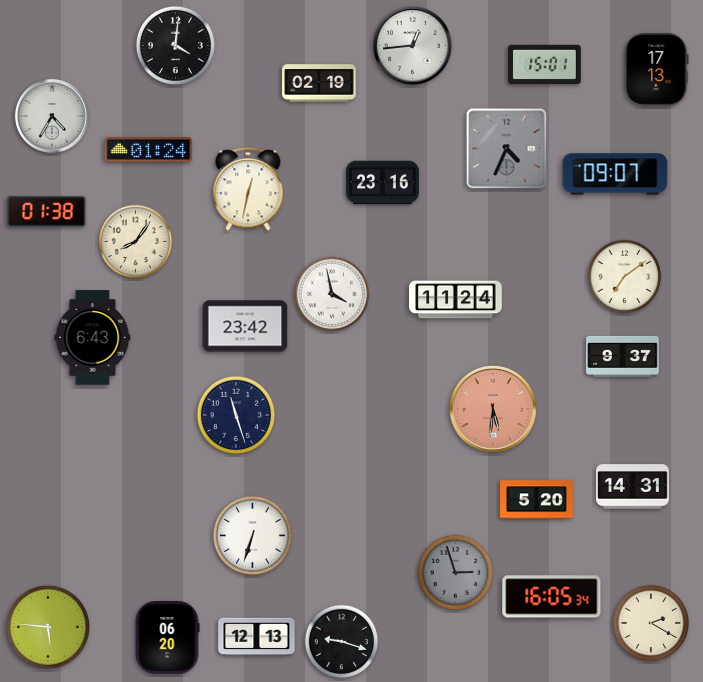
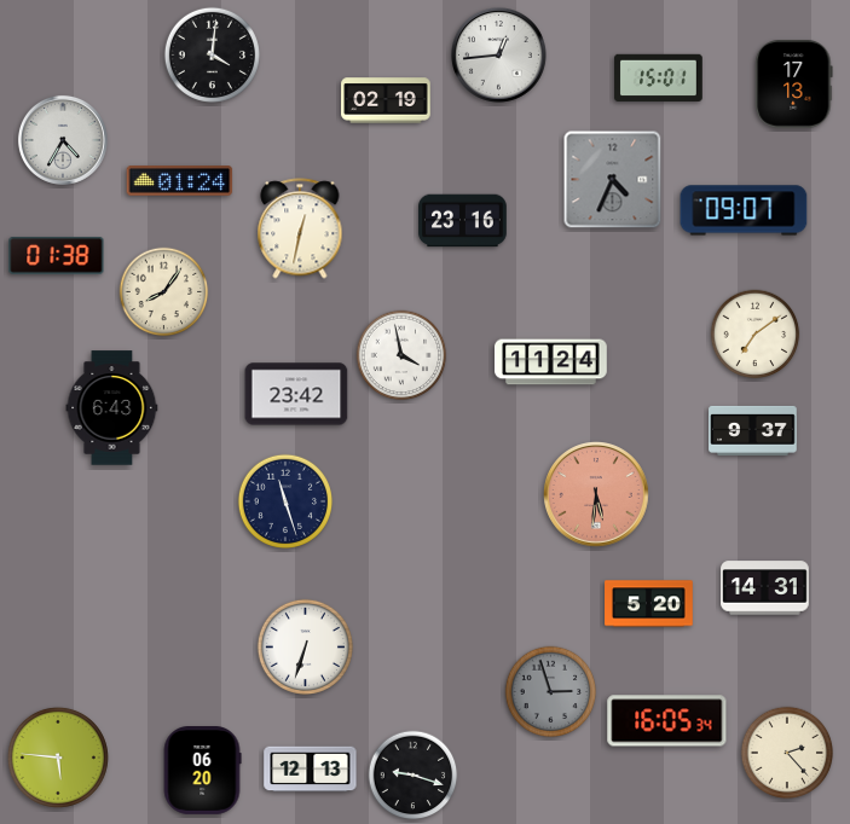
clock at (651, 623): 2:20 -> 2:23
